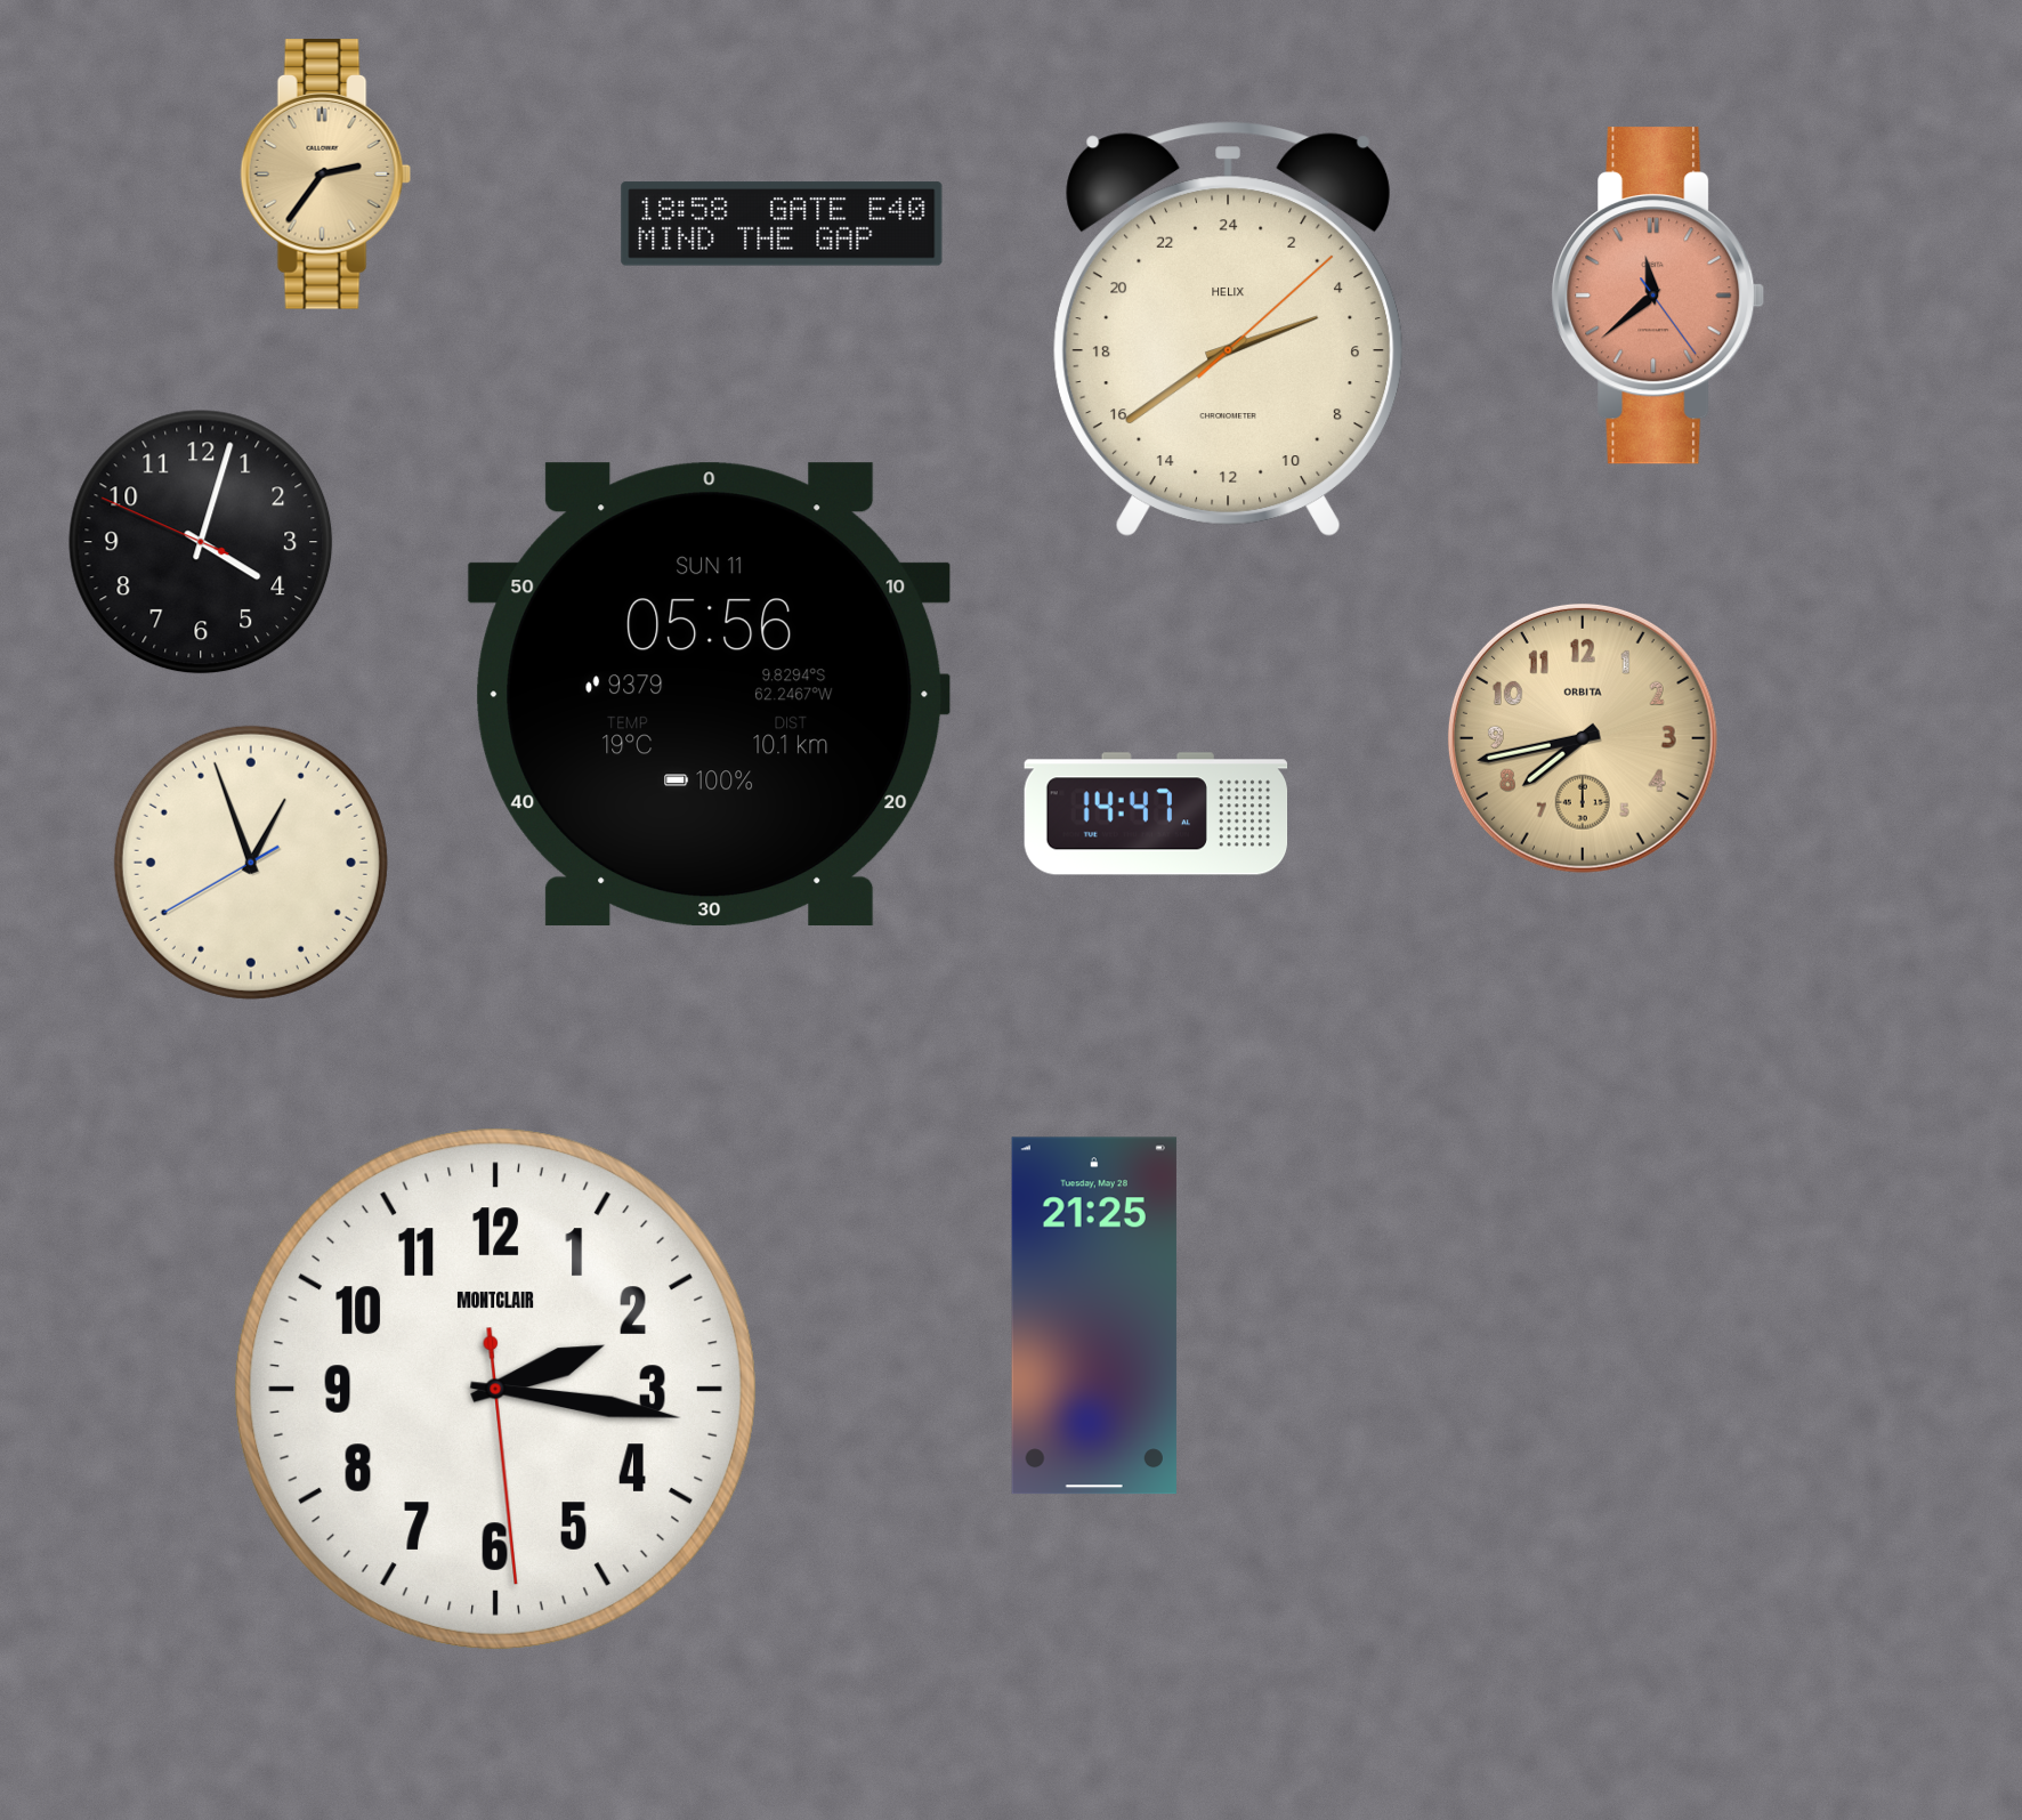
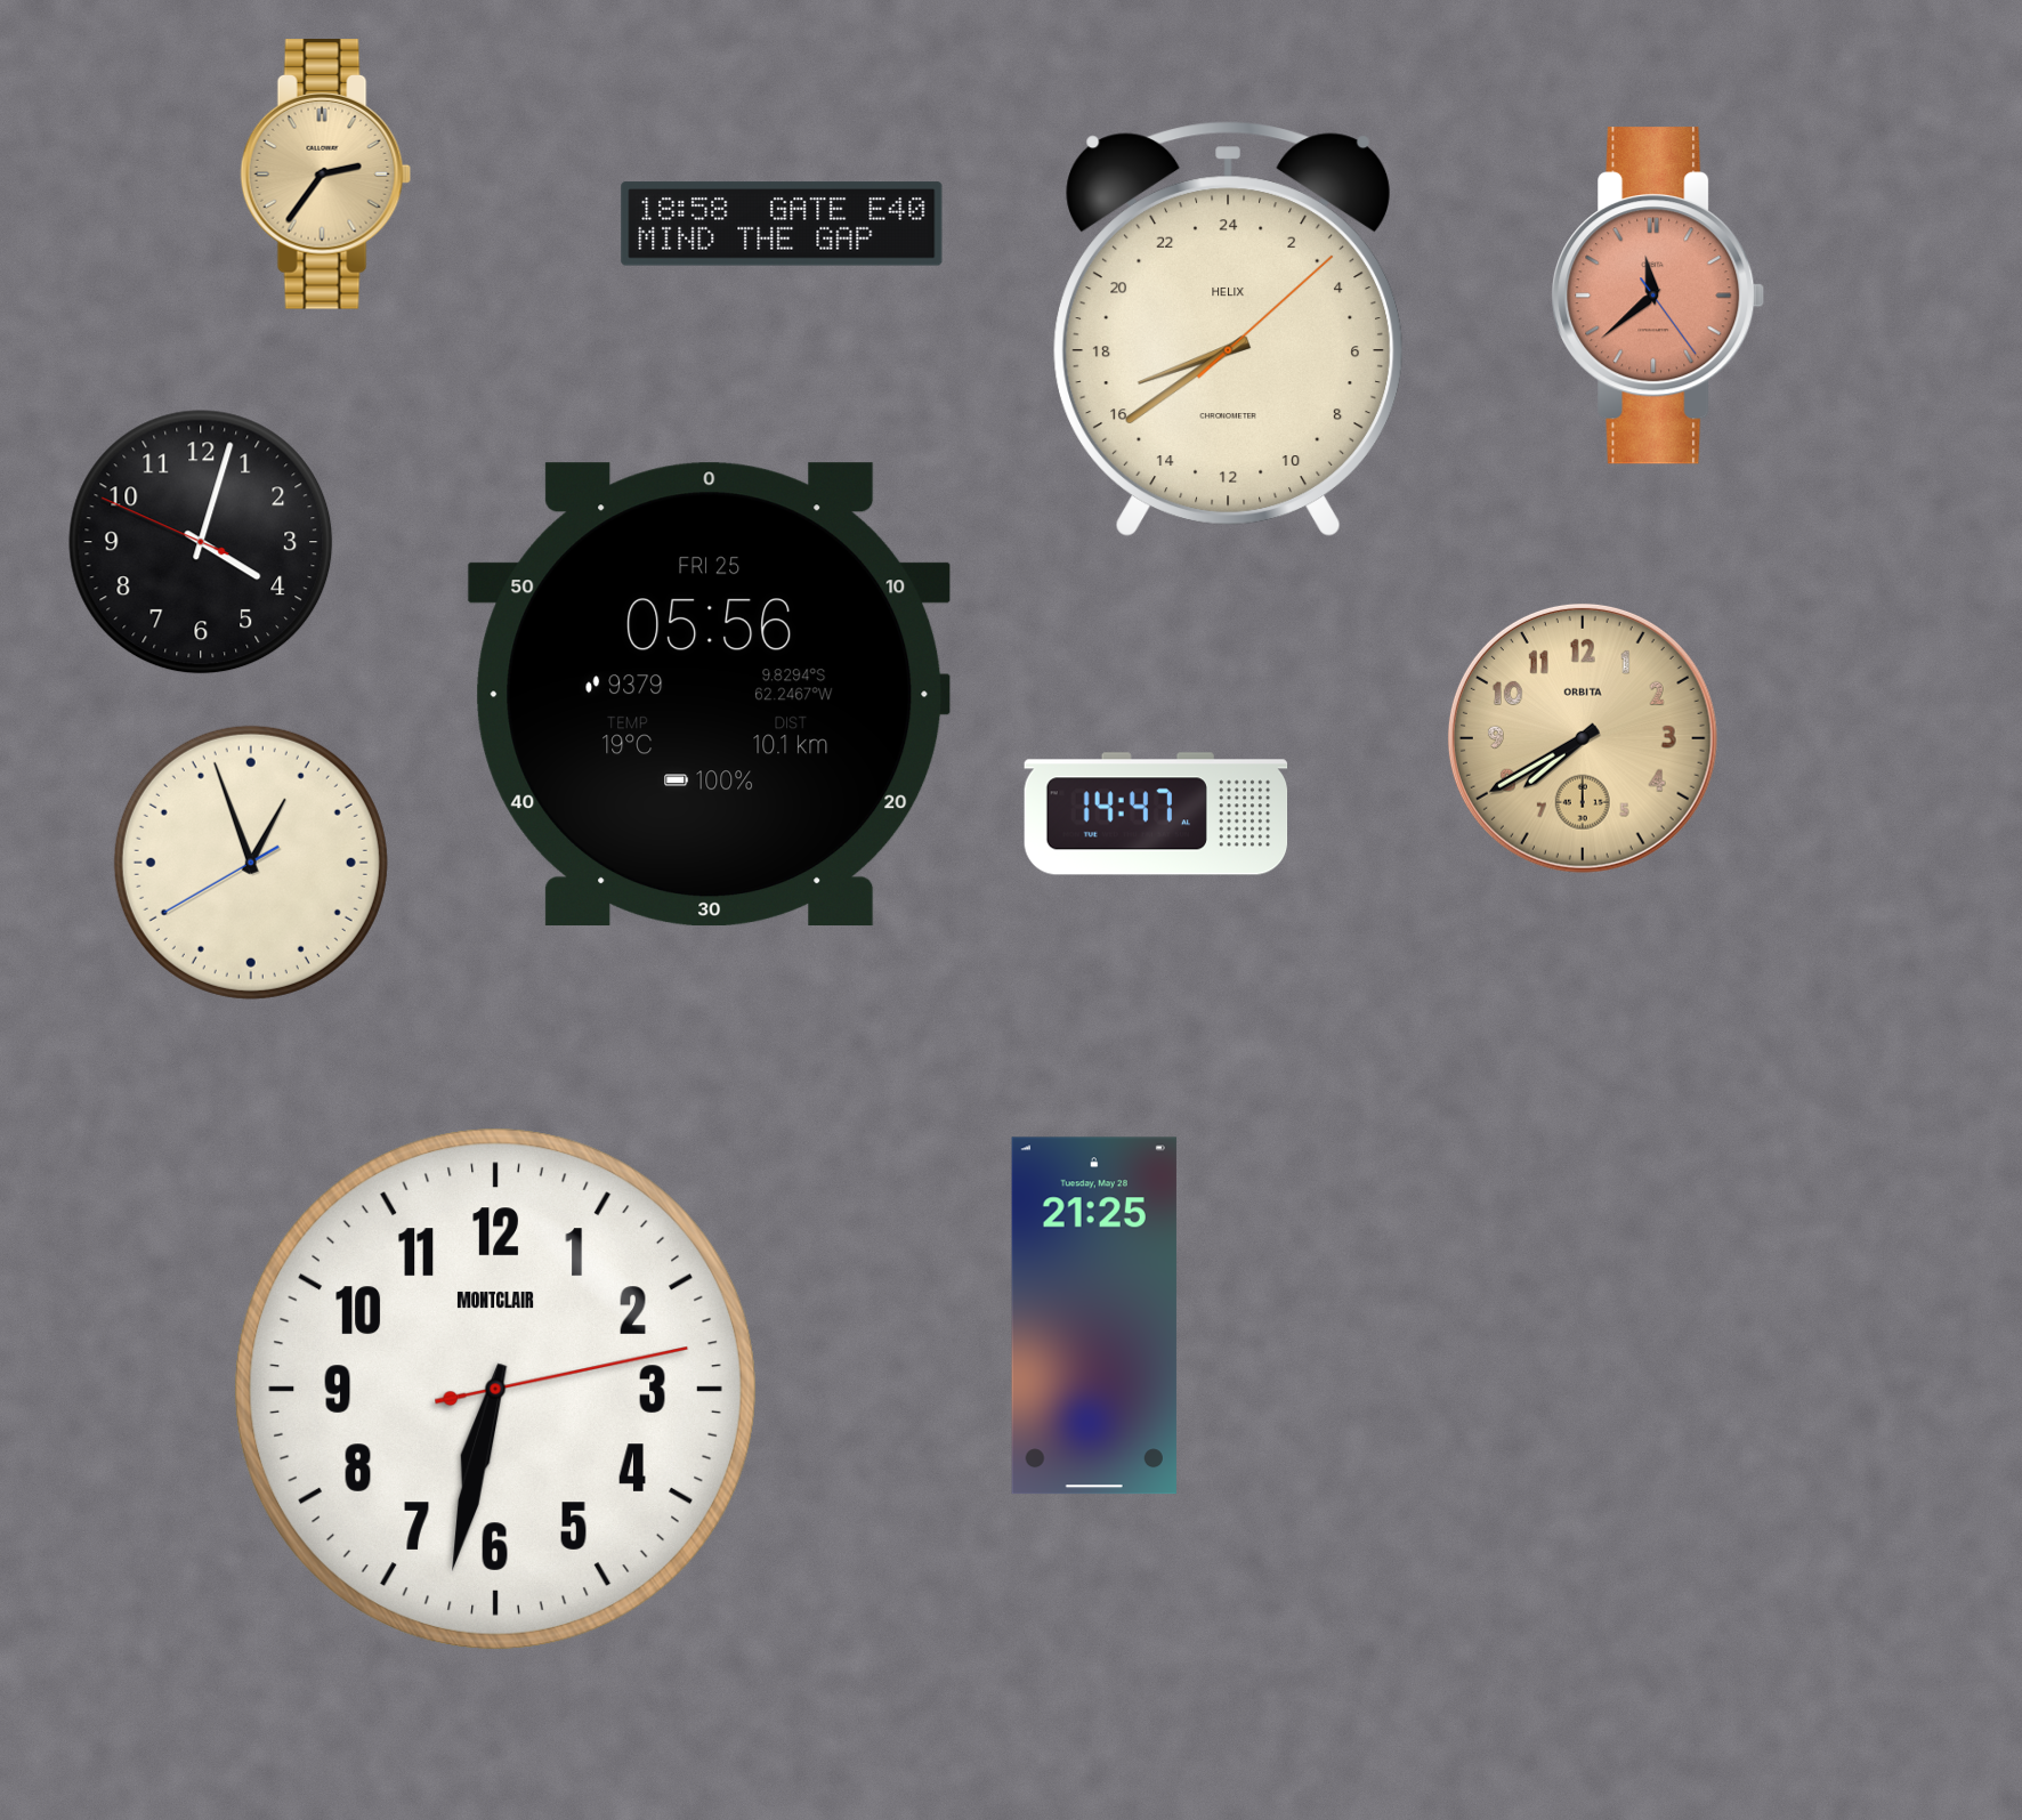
clock at (1229, 329): 4:39 -> 16:39
clock at (710, 695) date: SUN 11 -> FRI 25
clock at (1583, 738): 7:43 -> 7:40
clock at (495, 1389): 2:16 -> 6:32
